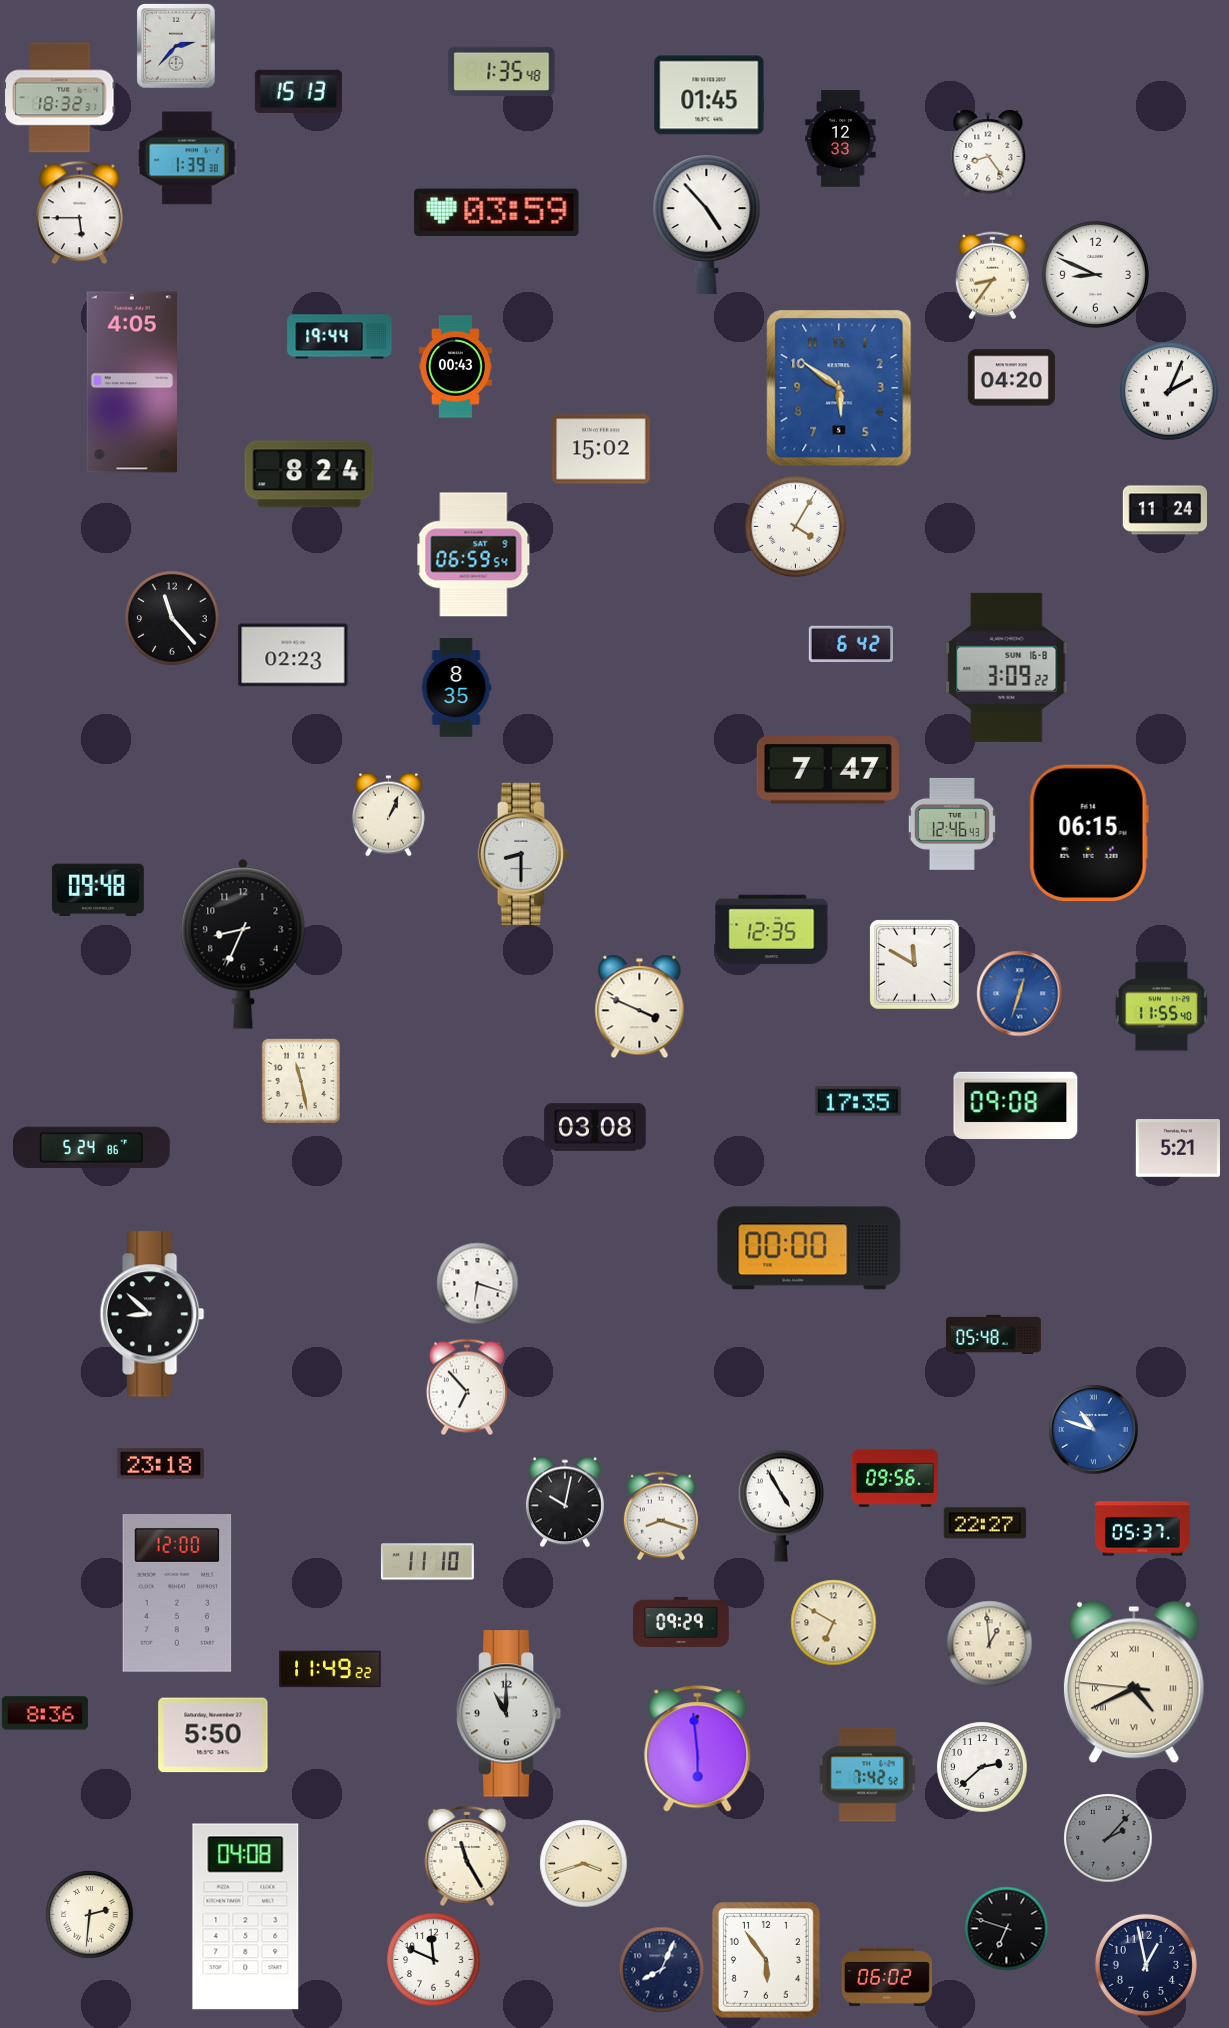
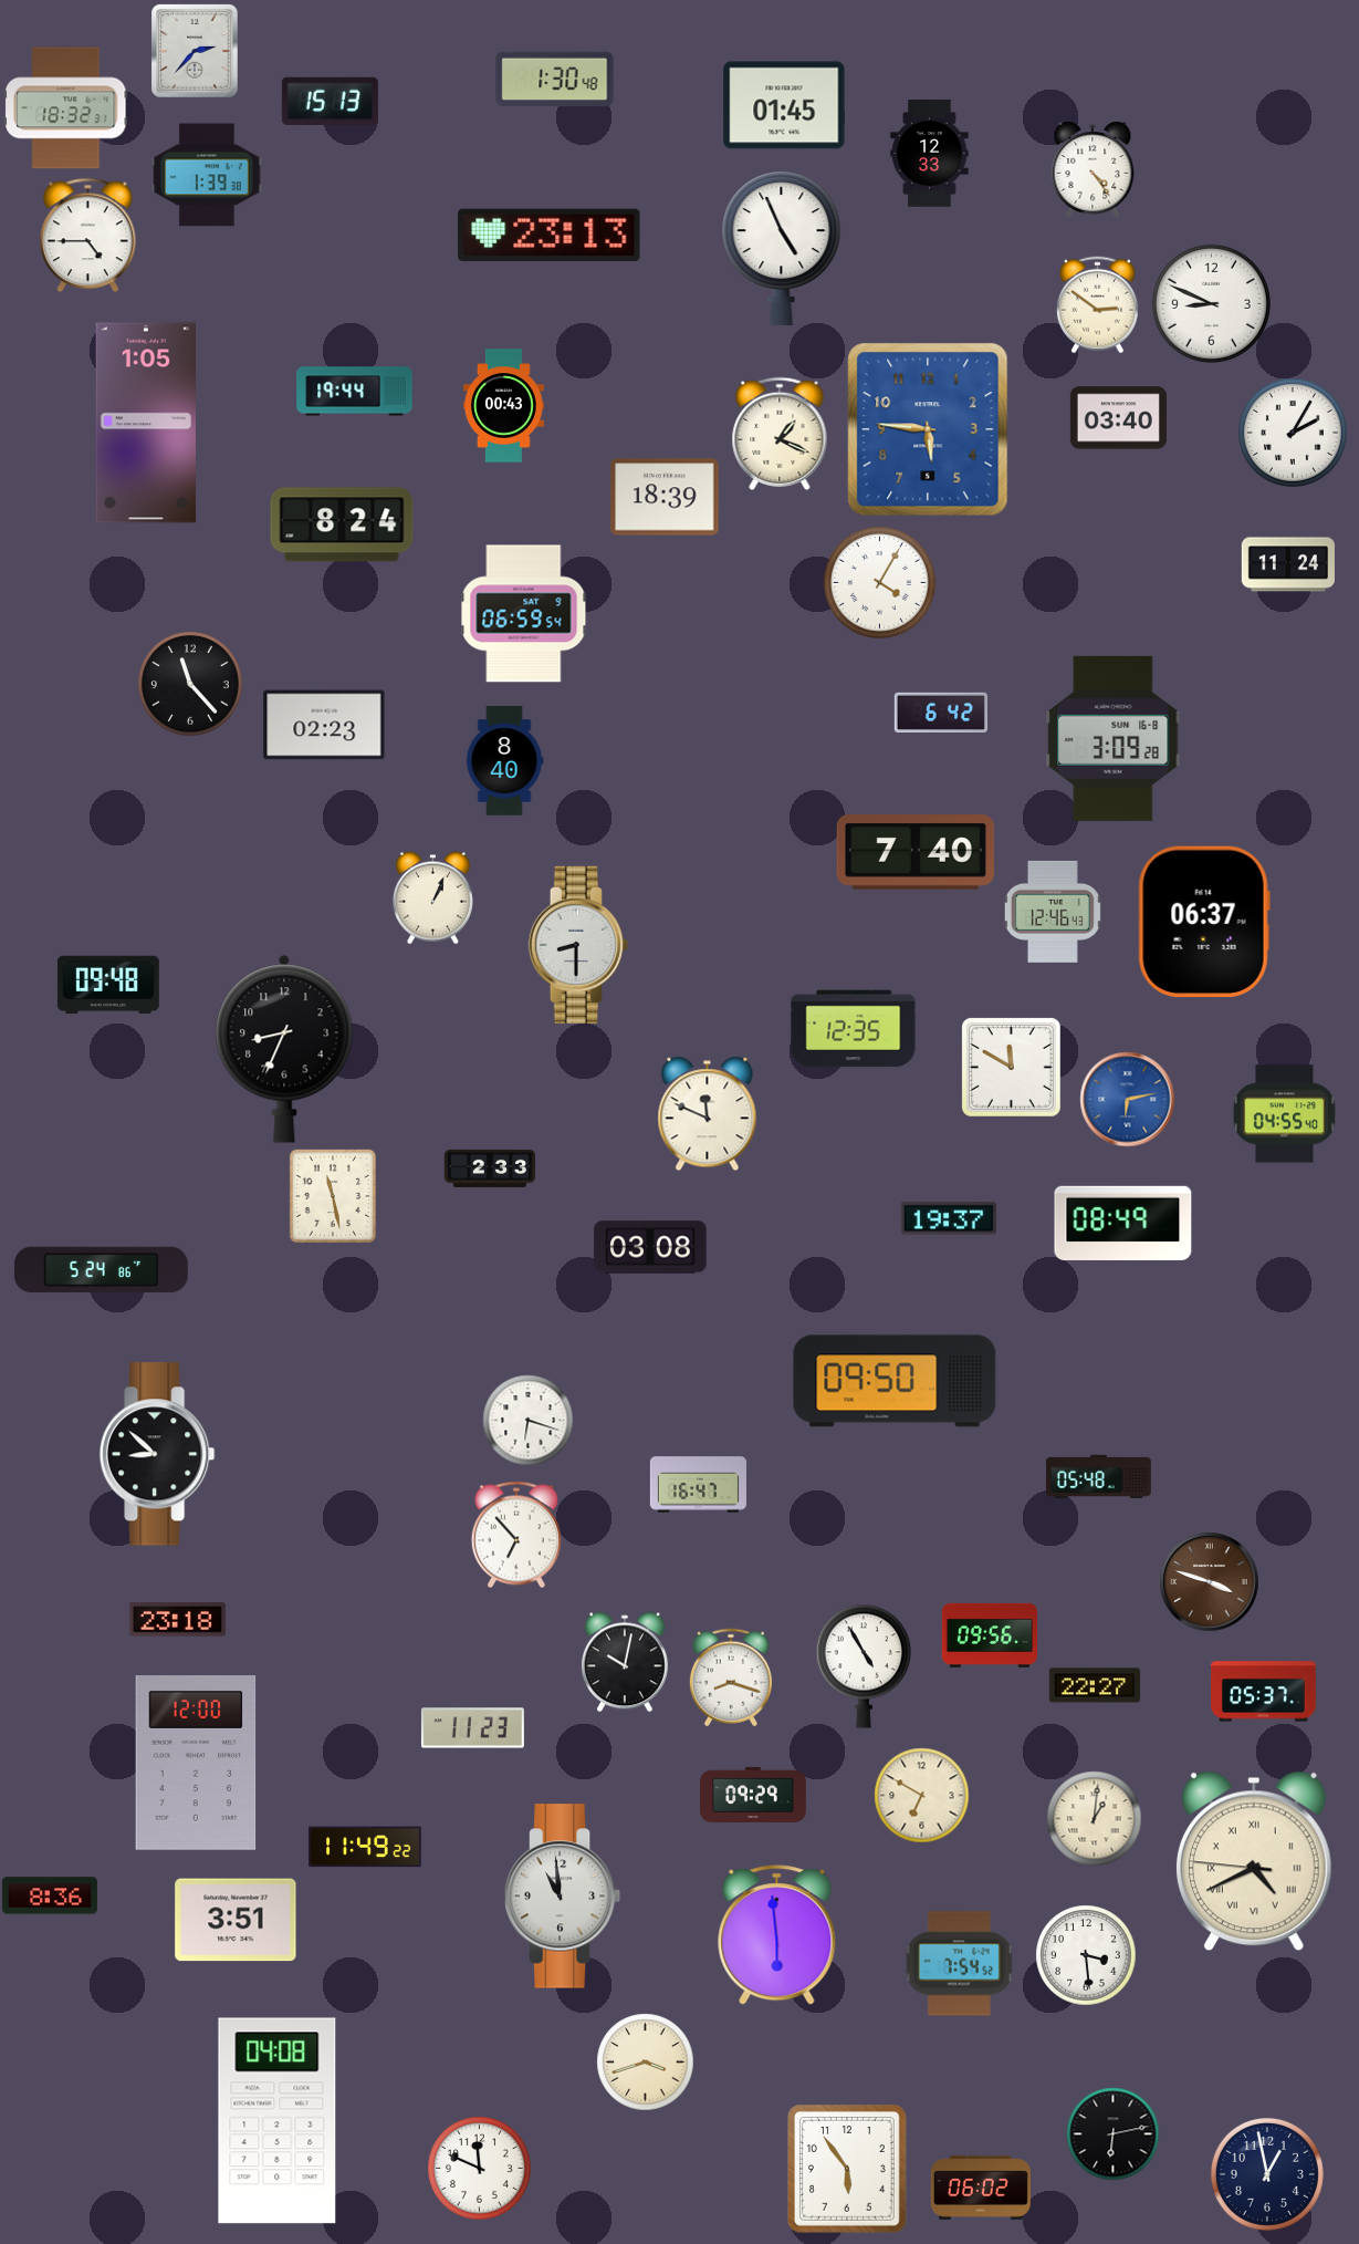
clock at (502, 72): 1:35 -> 1:30
clock at (988, 153): 8:24 -> 4:24
clock at (80, 212): 5:45 -> 4:45
clock at (497, 212): 03:59 -> 23:13
clock at (707, 225): 4:53 -> 4:56
clock at (992, 275): 8:36 -> 2:51
clock at (340, 337) position: (340, 337) -> (355, 392)
clock at (1011, 378): 04:20 -> 03:40
clock at (131, 382): 4:05 -> 1:05
clock at (839, 388): 5:51 -> 5:46
clock at (780, 433): none -> 1:19
clock at (1170, 392): 2:04 -> 2:05
clock at (602, 449): 15:02 -> 18:39
clock at (1007, 667): 3:09:22 -> 3:09:28
clock at (456, 688): 8:35 -> 8:40
clock at (828, 770): 7:47 -> 7:40
clock at (388, 814) position: (388, 814) -> (432, 897)
clock at (1089, 833): 06:15 -> 06:37
clock at (243, 944) position: (243, 944) -> (284, 1049)
clock at (1019, 993): 12:33 -> 6:13
clock at (640, 1006): 3:49 -> 11:49
clock at (1161, 1007): 11:55 -> 04:55
clock at (490, 1168): none -> 2:33
clock at (858, 1101): 17:35 -> 19:37
clock at (1016, 1105): 09:08 -> 08:49
clock at (595, 1127) position: (595, 1127) -> (650, 1247)
clock at (1177, 1149): 5:21 -> none
clock at (809, 1248): 00:00 -> 09:50
clock at (152, 1314) position: (152, 1314) -> (157, 1454)
clock at (698, 1485): none -> 16:47
clock at (1093, 1429): 10:48 -> 3:48
clock at (1093, 1429) dial: blue -> brown
clock at (985, 1523) position: (985, 1523) -> (1095, 1685)
clock at (427, 1562): 11:10 -> 11:23
clock at (989, 1643): 12:59 -> 1:01
clock at (509, 1714): 11:00 -> 10:59
clock at (213, 1735): 5:50 -> 3:51
clock at (698, 1749) position: (698, 1749) -> (777, 1935)
clock at (982, 1767): 2:38 -> 3:29
clock at (867, 1775): 7:42 -> 7:54
clock at (1108, 1838): 2:07 -> none
clock at (467, 1856): 11:25 -> none
clock at (89, 1914): 2:31 -> none
clock at (246, 1917) position: (246, 1917) -> (278, 2121)
clock at (1006, 1928): 6:48 -> 6:13
clock at (661, 1969): 8:04 -> none
